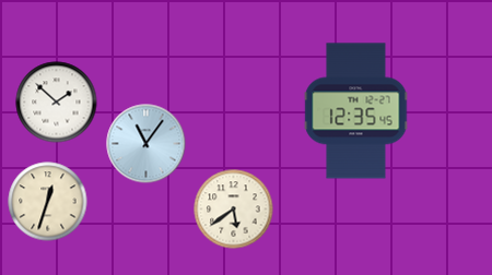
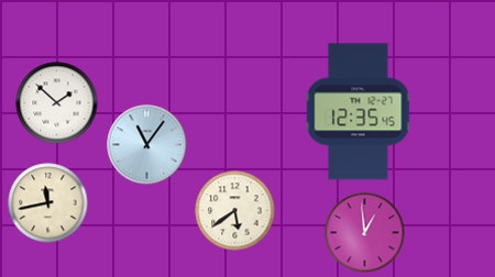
clock at (48, 202): 12:33 -> 11:43
clock at (365, 233): none -> 12:59
